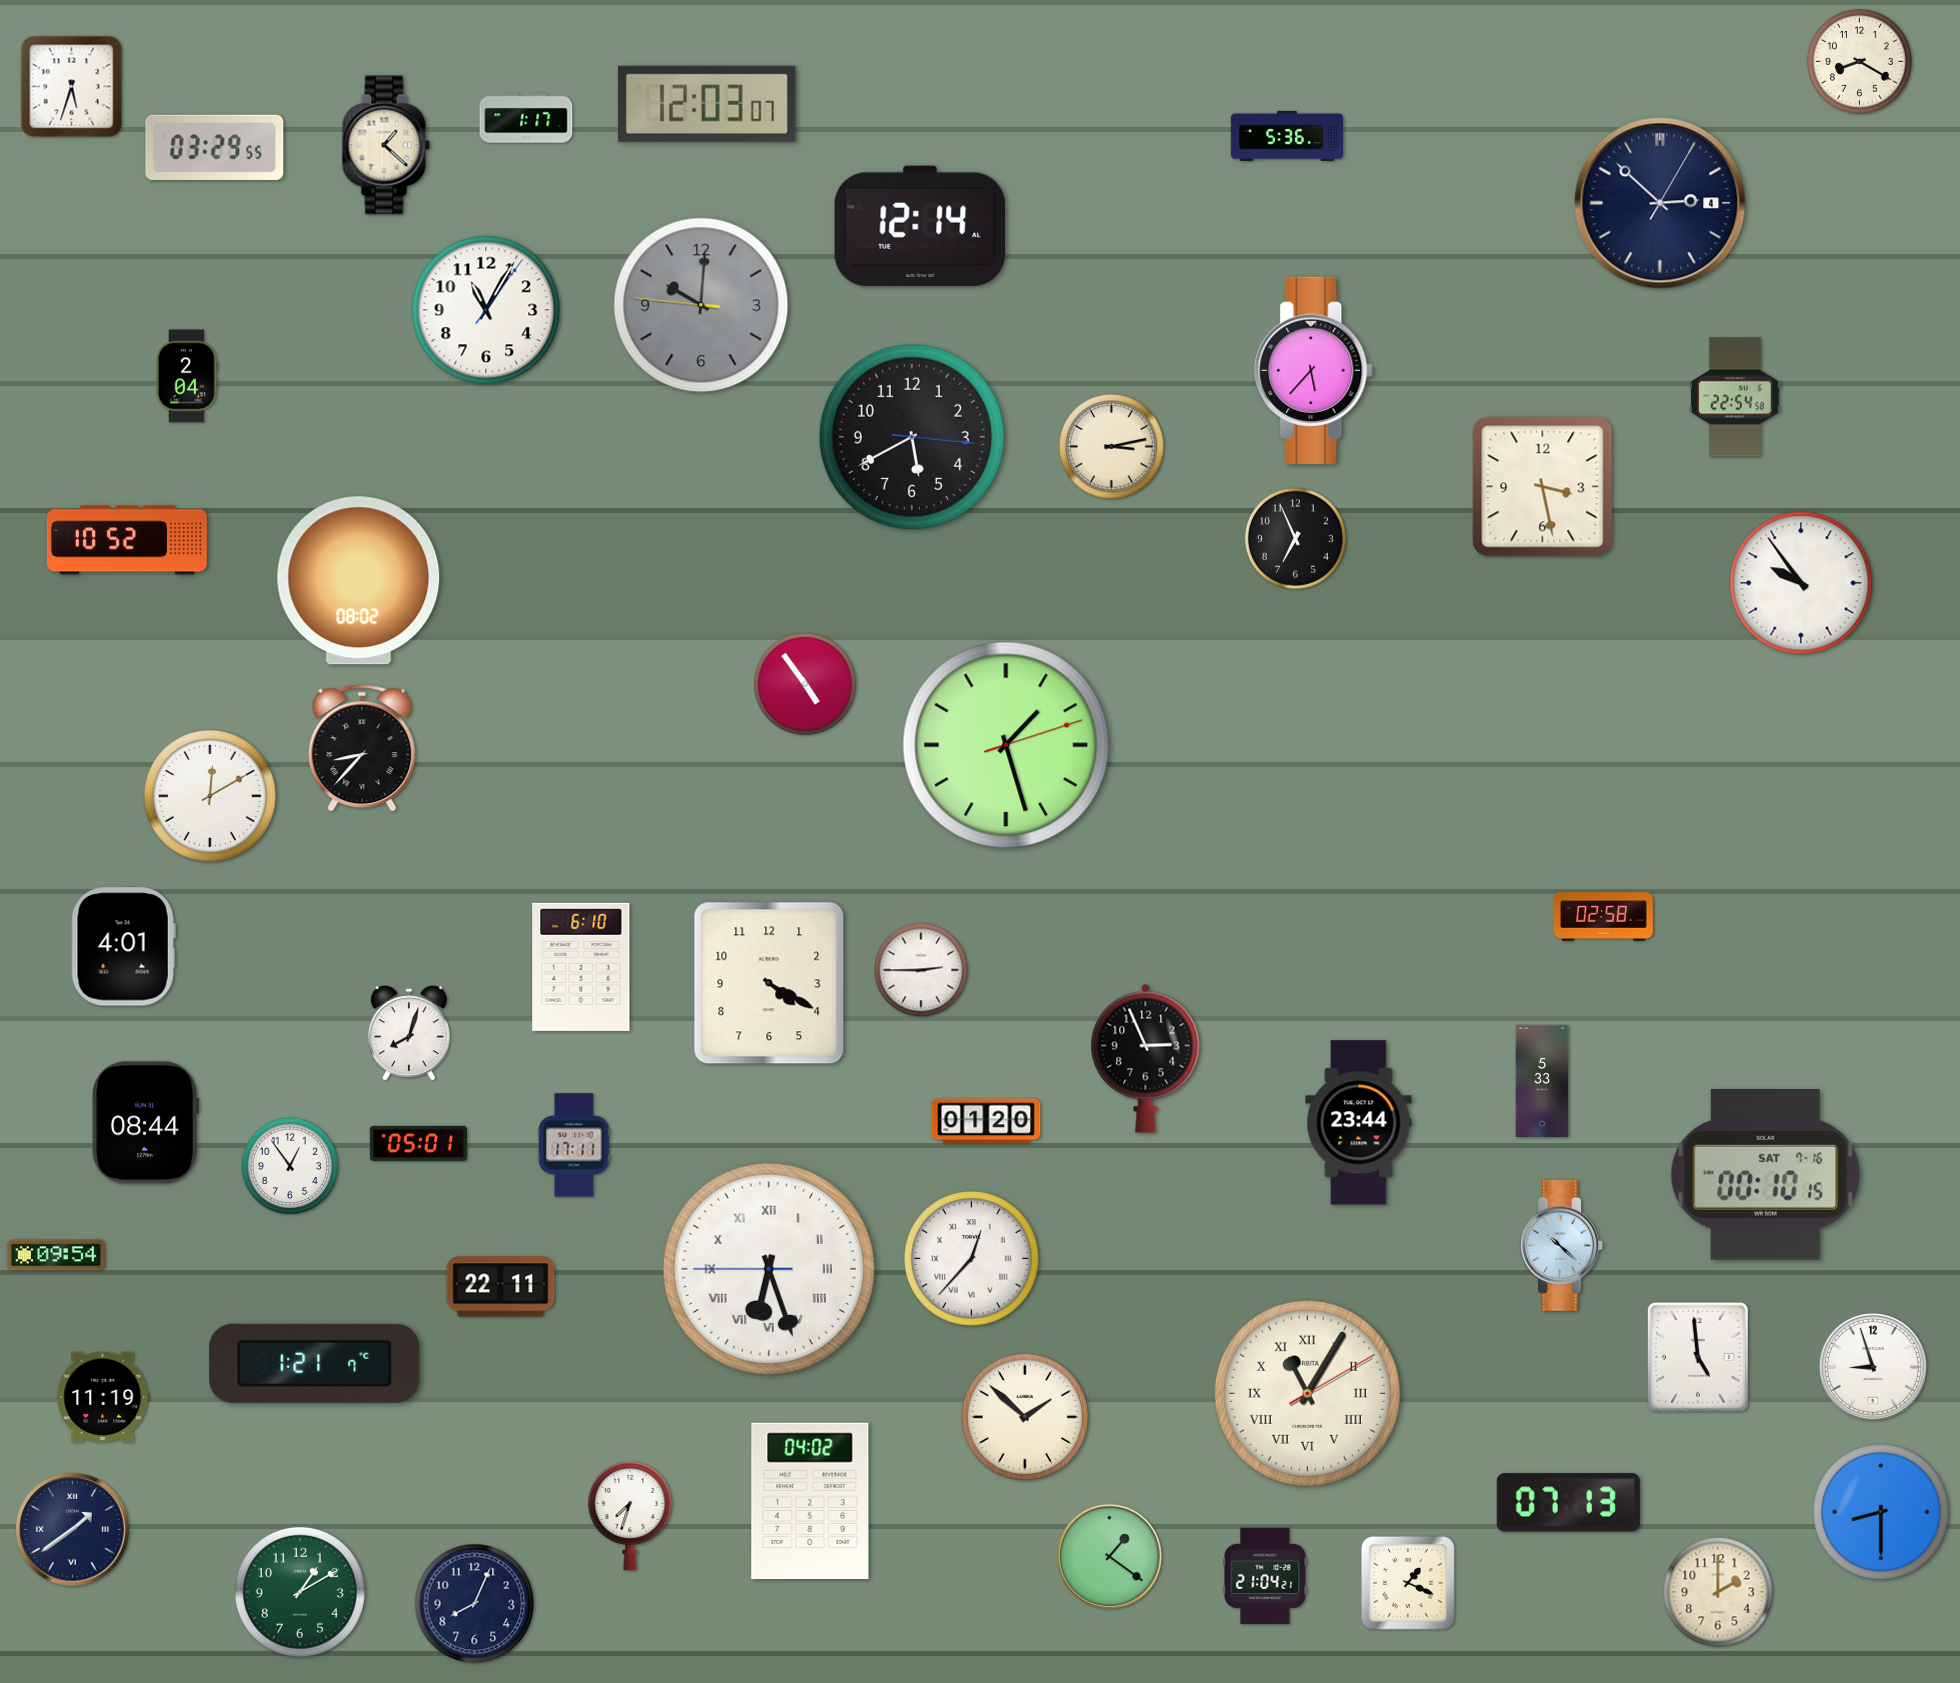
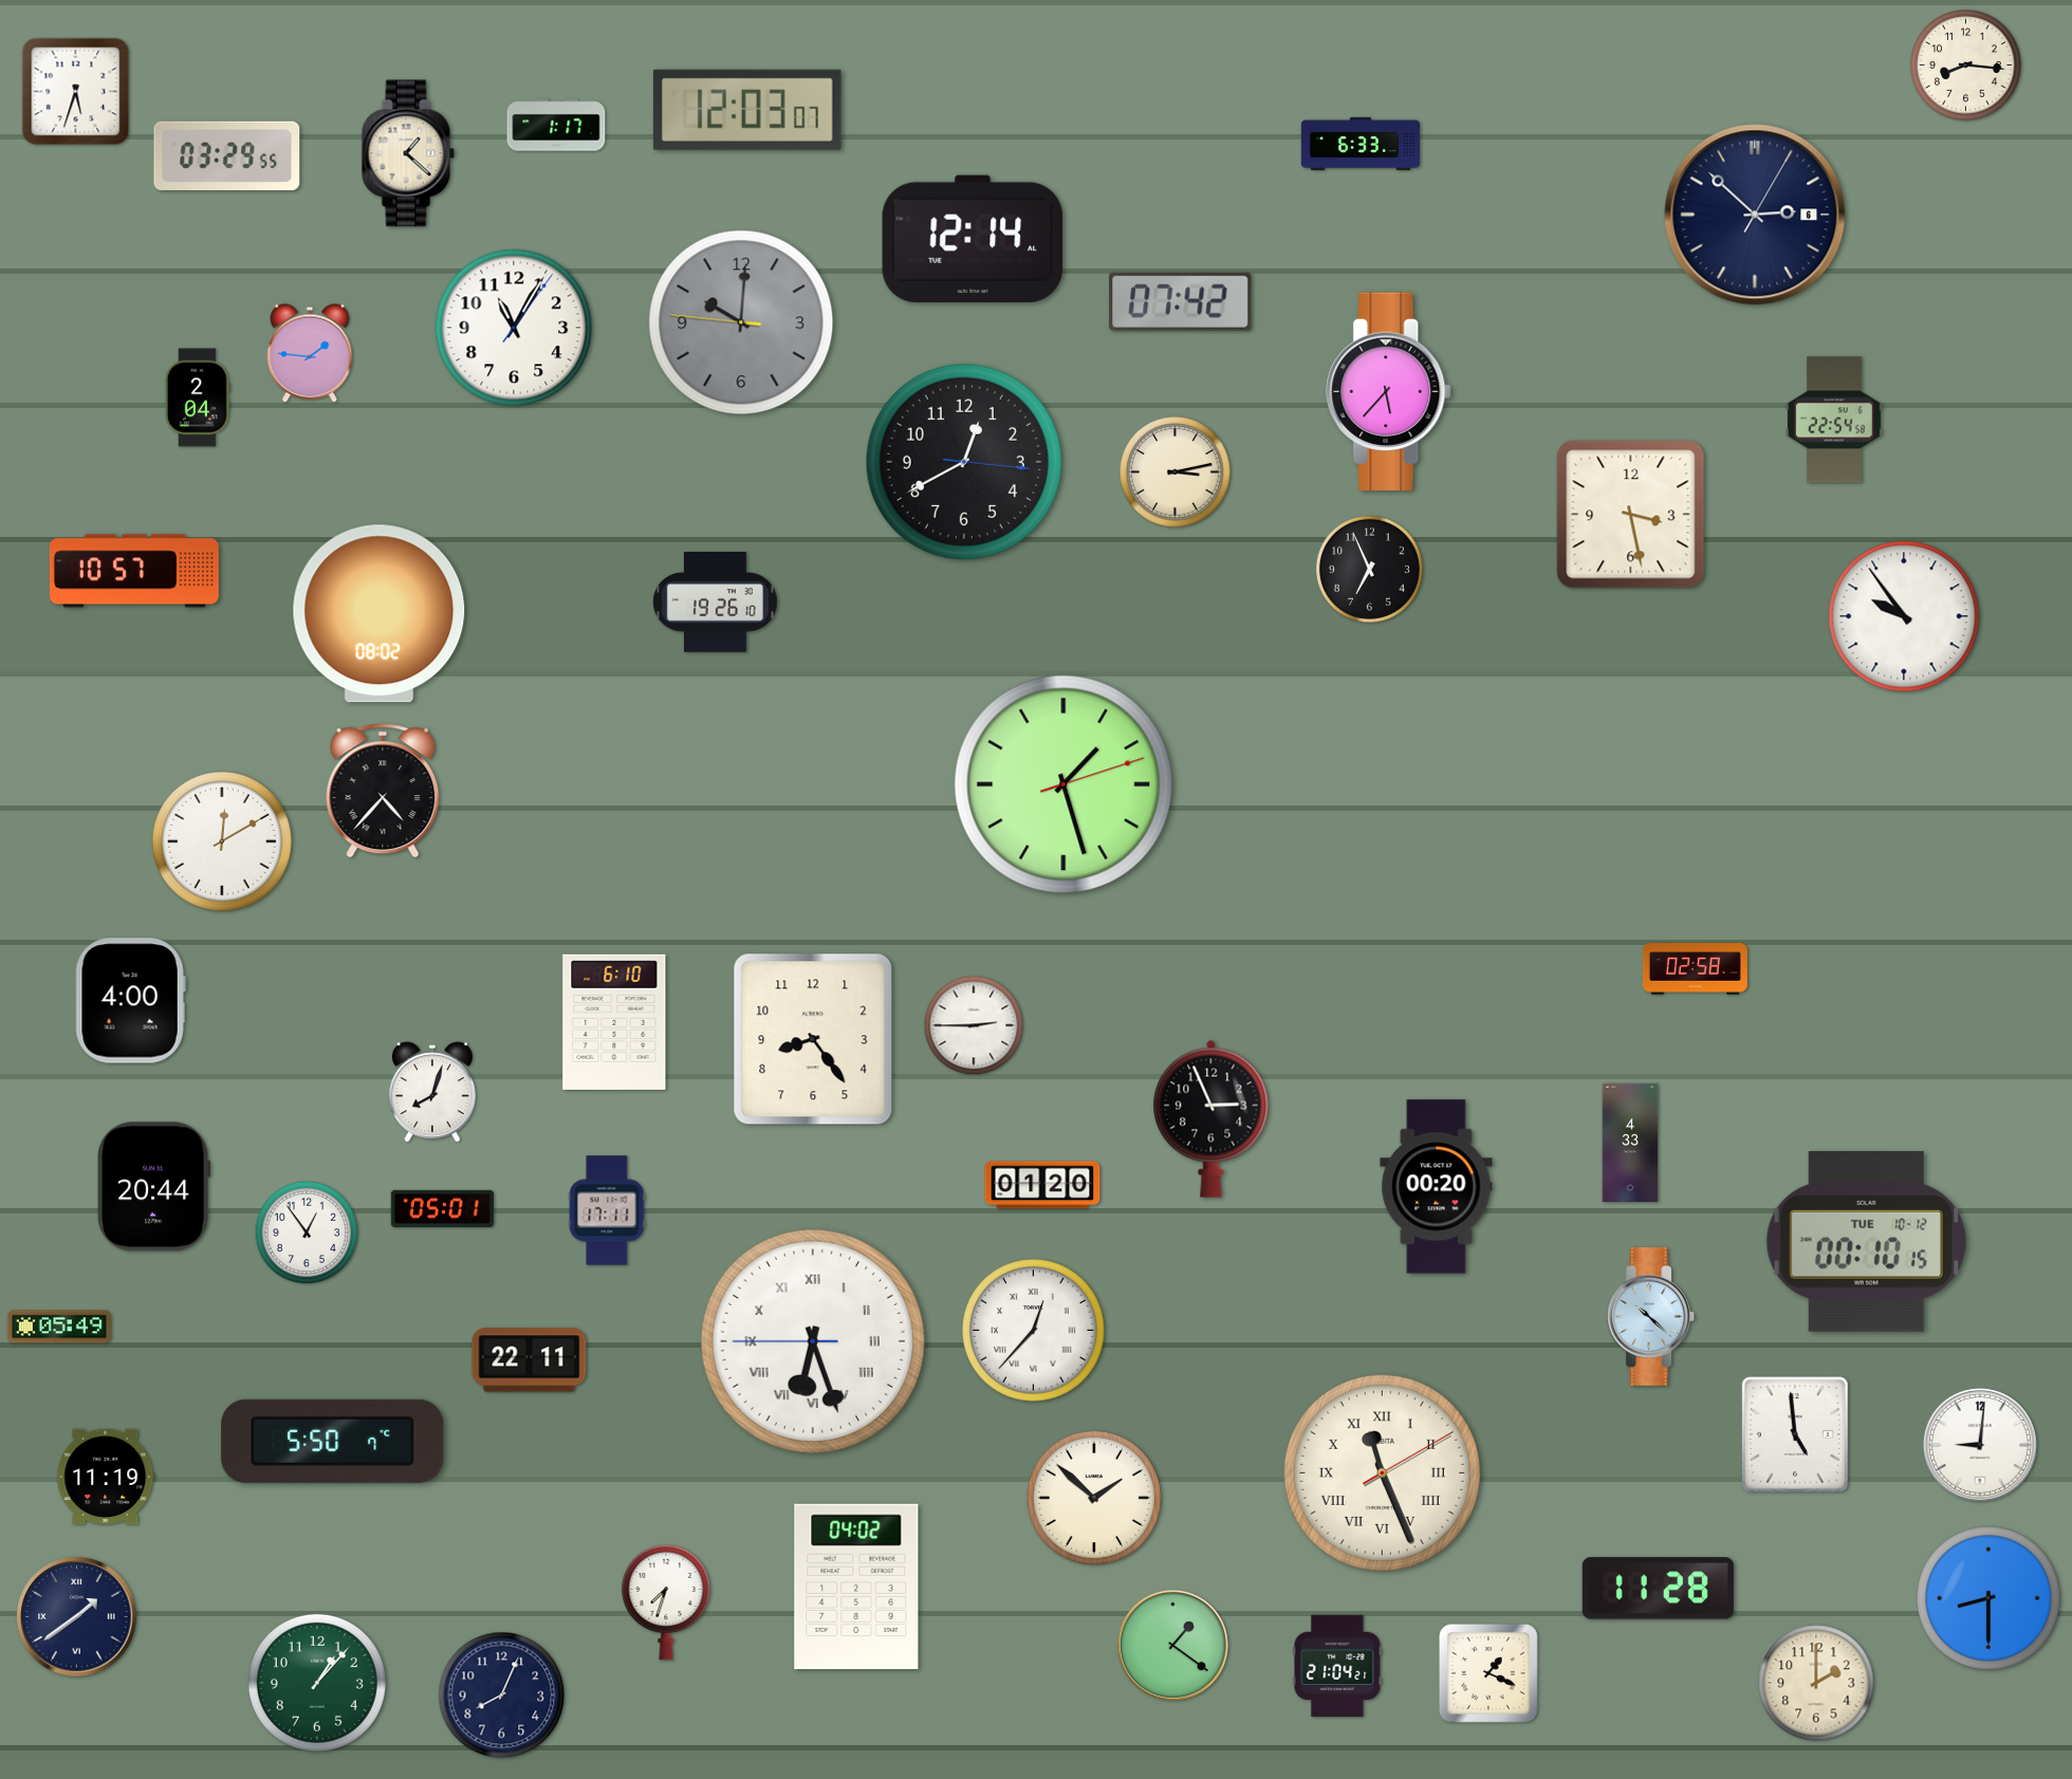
clock at (1860, 62): 8:20 -> 8:16
clock at (1286, 136): 5:36 -> 6:33
clock at (1660, 203) date: 4 -> 6
clock at (1181, 301): none -> 07:42
clock at (310, 353): none -> 1:46
clock at (912, 437): 5:40 -> 12:40
clock at (127, 540): 10:52 -> 10:57
clock at (716, 603): none -> 19:26
clock at (805, 684): 4:54 -> none
clock at (1006, 745) position: (1006, 745) -> (1063, 784)
clock at (362, 748): 8:37 -> 4:37
clock at (123, 947): 4:01 -> 4:00
clock at (769, 983): 4:20 -> 8:24
clock at (1542, 1080): 5:33 -> 4:33
clock at (145, 1123): 08:44 -> 20:44
clock at (1359, 1123): 23:44 -> 00:20
clock at (1765, 1175) date: SAT 7-16 -> TUE 10-12
clock at (56, 1255): 09:54 -> 05:49
clock at (972, 1259) position: (972, 1259) -> (1034, 1331)
clock at (315, 1363): 1:21 -> 5:50
clock at (1873, 1367): 8:57 -> 9:01
clock at (1307, 1393): 11:05 -> 11:26
clock at (103, 1397) position: (103, 1397) -> (106, 1477)
clock at (1025, 1417) position: (1025, 1417) -> (1094, 1498)
clock at (1568, 1503): 07:13 -> 11:28
clock at (300, 1592): 1:10 -> 1:07
